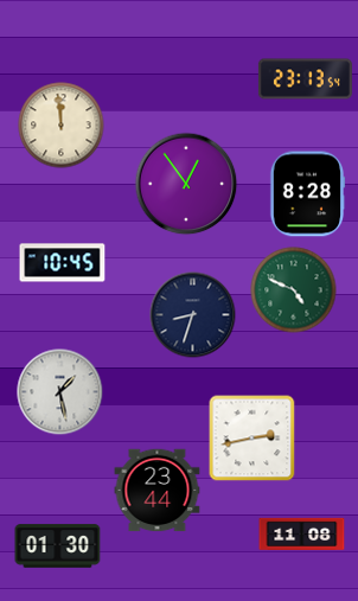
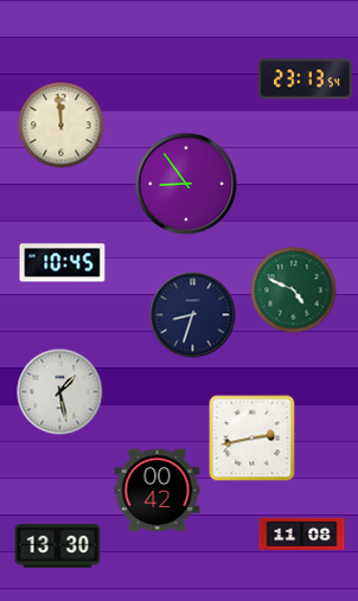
clock at (186, 184): 12:54 -> 8:54
clock at (307, 194): 8:28 -> none
clock at (158, 491): 23:44 -> 00:42
clock at (58, 546): 01:30 -> 13:30
